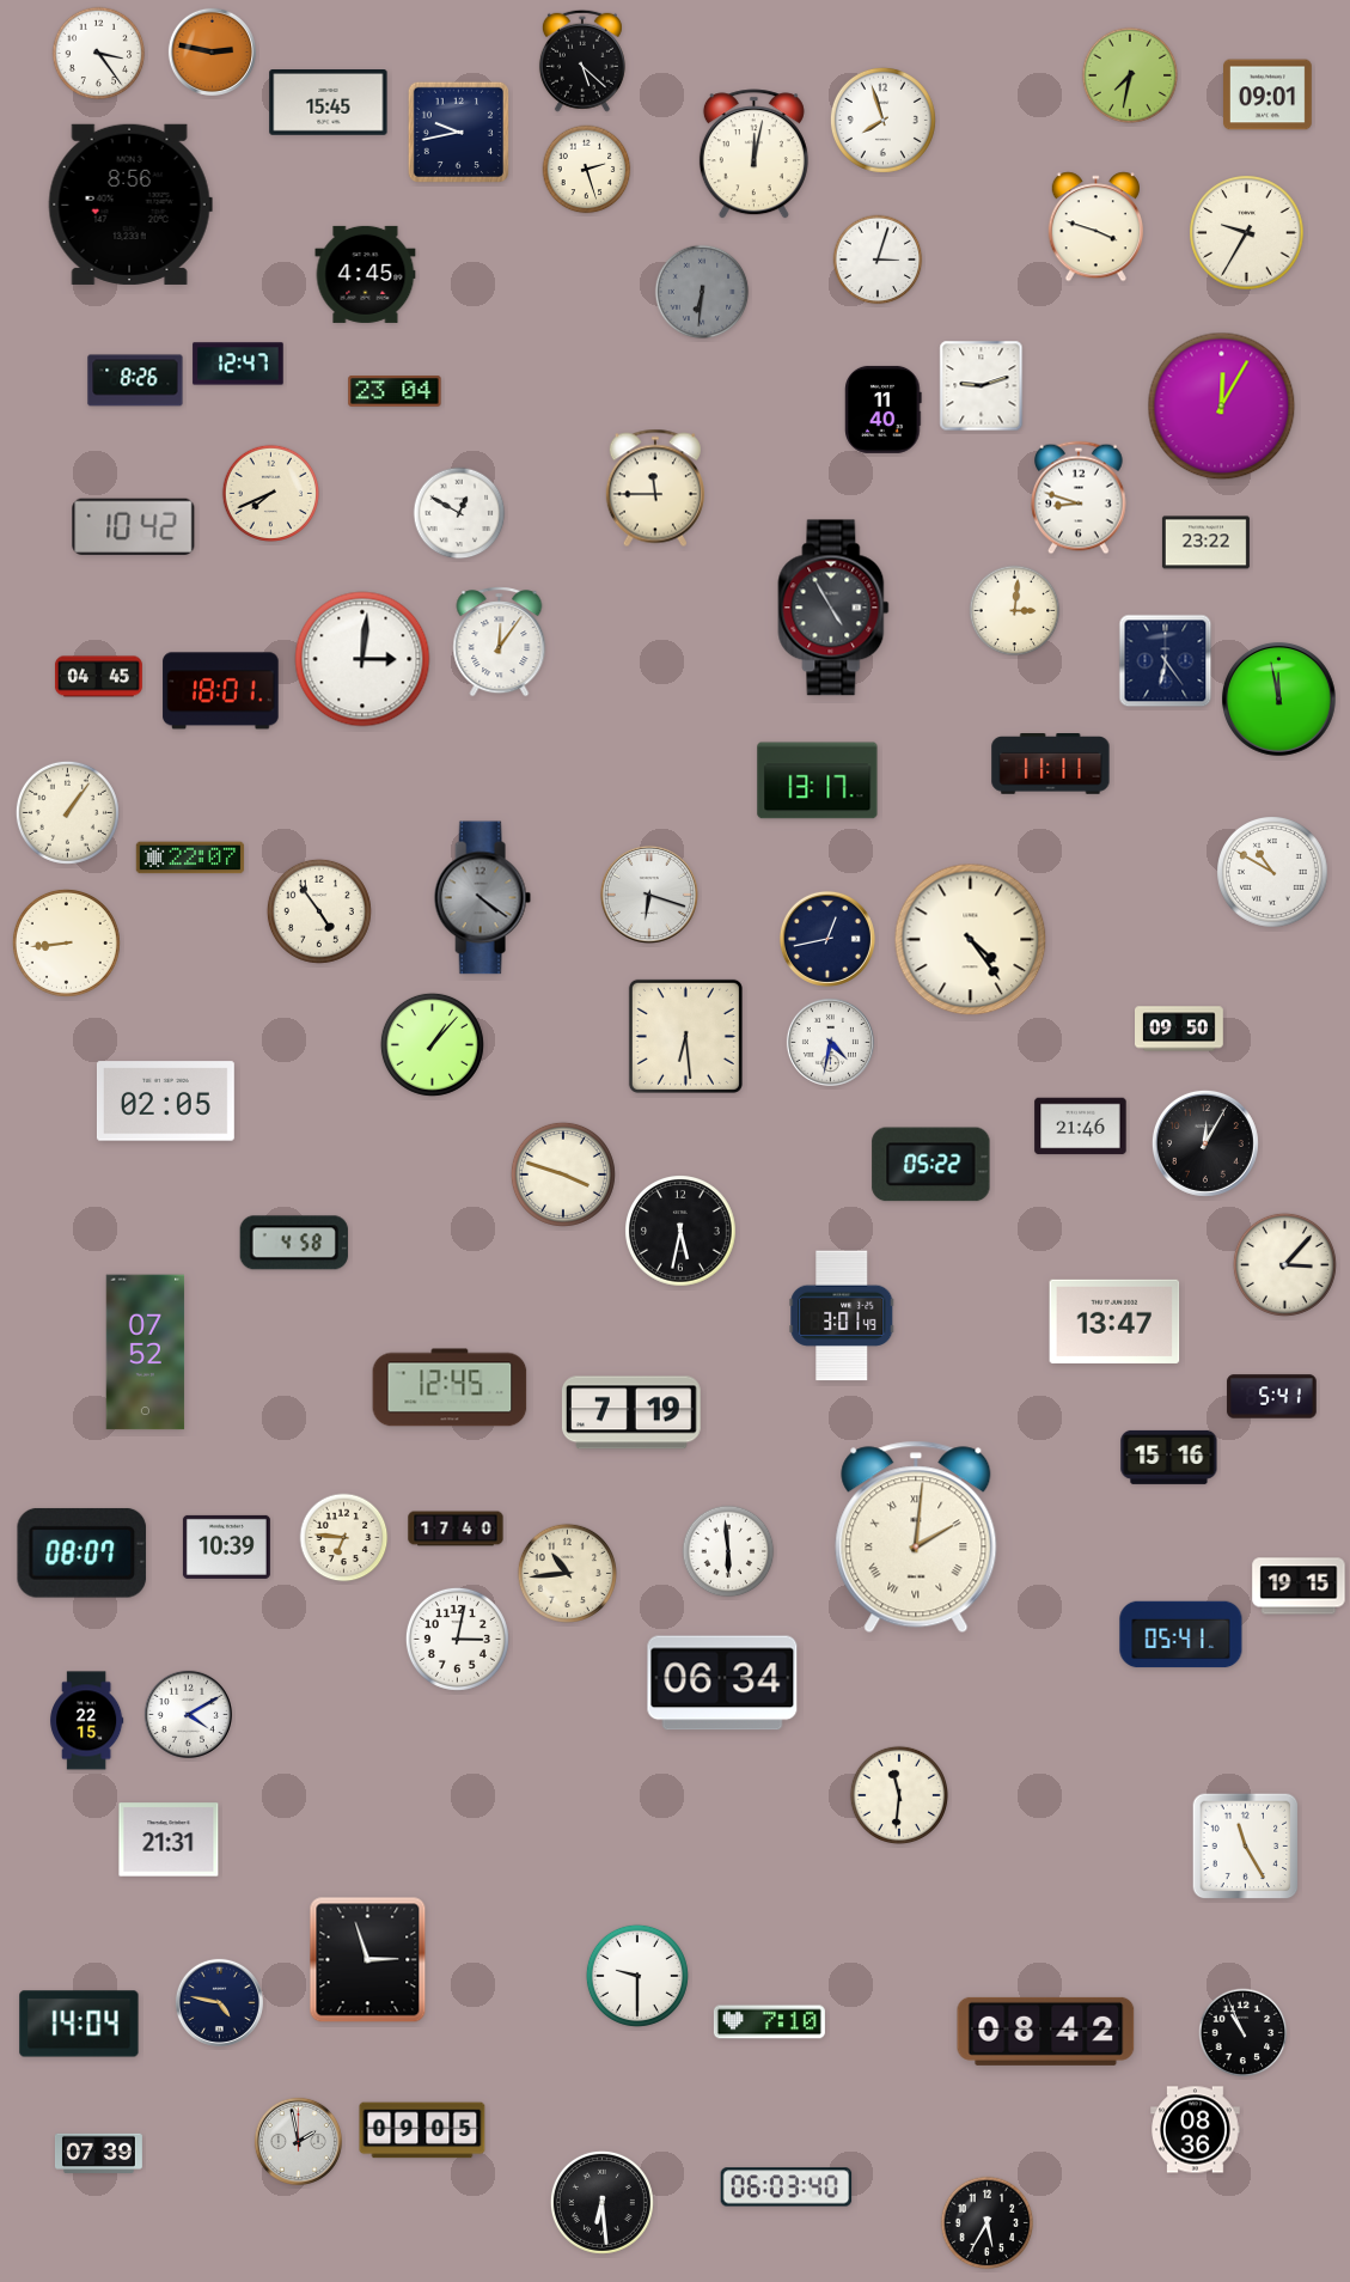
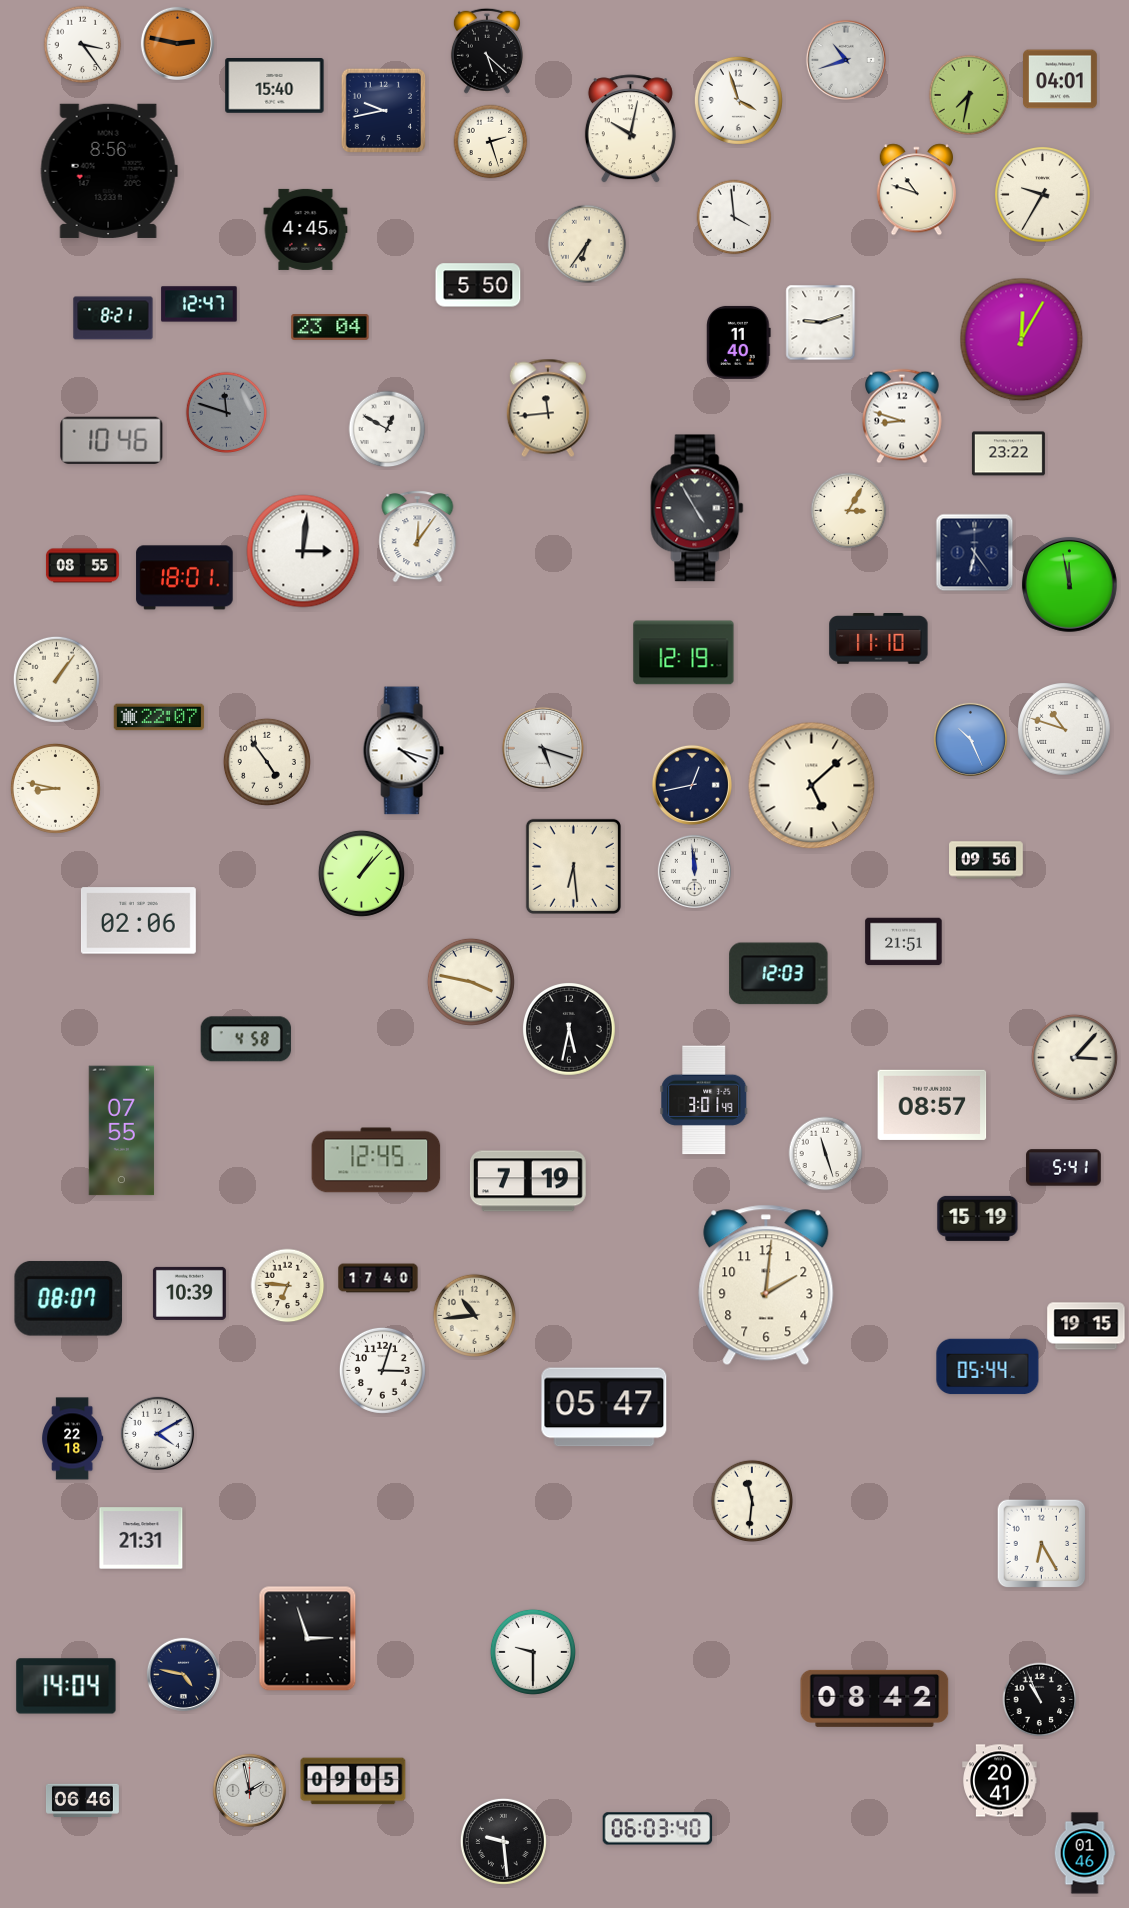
clock at (846, 60): none -> 10:42
clock at (1130, 75) position: (1130, 75) -> (969, 95)
clock at (1269, 94): 09:01 -> 04:01
clock at (329, 103): 15:45 -> 15:40
clock at (882, 120): 7:57 -> 3:57
clock at (753, 154): 12:02 -> 10:02
clock at (1095, 227): 3:48 -> 10:48
clock at (878, 260): 3:03 -> 3:59
clock at (702, 292): 6:31 -> 6:36
clock at (702, 292) dial: grey -> cream
clock at (478, 285): none -> 5:50
clock at (135, 380): 8:26 -> 8:21
clock at (655, 488): 11:45 -> 11:44
clock at (270, 493): 7:41 -> 11:48
clock at (270, 493) dial: cream -> grey
clock at (459, 513) position: (459, 513) -> (387, 429)
clock at (134, 526): 10:42 -> 10:46
clock at (1015, 611): 3:01 -> 3:05
clock at (98, 677): 04:45 -> 08:55
clock at (1051, 764): 11:11 -> 11:10
clock at (818, 781): 13:17 -> 12:19
clock at (1273, 873): 10:50 -> 10:48
clock at (970, 739): none -> 10:26
clock at (649, 895): 6:18 -> 5:18
clock at (482, 898): 4:21 -> 4:18
clock at (482, 898) dial: grey -> white
clock at (971, 940): 4:24 -> 5:08
clock at (66, 942): 8:44 -> 8:47
clock at (1180, 1029): 09:50 -> 09:56
clock at (830, 1042): 4:32 -> 11:59
clock at (165, 1102): 02:05 -> 02:06
clock at (1081, 1127): 21:46 -> 21:51
clock at (1205, 1143): 12:05 -> none
clock at (931, 1165): 05:22 -> 12:03
clock at (563, 1174): 3:48 -> 3:47
clock at (1114, 1322): 13:47 -> 08:57
clock at (146, 1353): 07:52 -> 07:55
clock at (826, 1154): none -> 11:27
clock at (1169, 1457): 15:16 -> 15:19
clock at (456, 1529) position: (456, 1529) -> (378, 1278)
clock at (916, 1537) numerals: Roman -> Arabic
clock at (728, 1551): 5:59 -> none
clock at (1181, 1635): 05:41 -> 05:44
clock at (457, 1639): 3:02 -> 3:03
clock at (722, 1683): 06:34 -> 05:47
clock at (87, 1721): 22:15 -> 22:18
clock at (1246, 1847): 11:25 -> 6:25
clock at (769, 2022): 7:10 -> none
clock at (79, 2024) position: (79, 2024) -> (66, 1686)
clock at (1196, 2130): 08:36 -> 20:41
clock at (98, 2153): 07:39 -> 06:46
clock at (601, 2202): 6:29 -> 9:29
clock at (1085, 1853): none -> 01:46
clock at (988, 2223): 5:35 -> none
